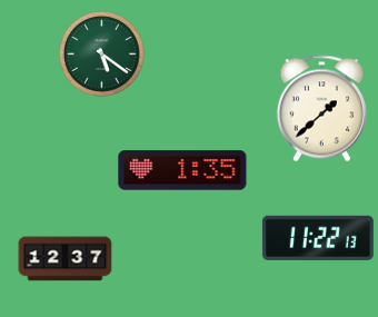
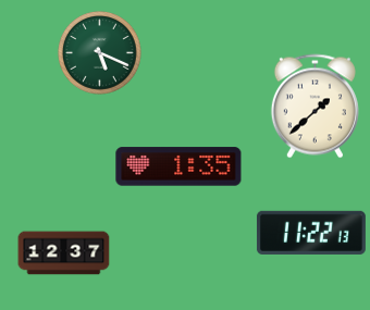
clock at (102, 55): 5:21 -> 5:19
